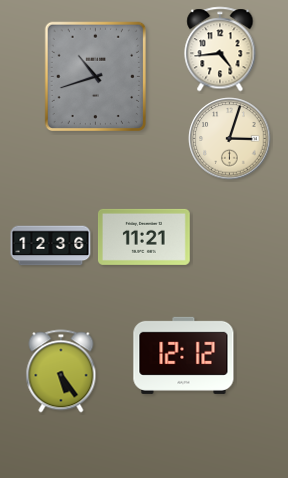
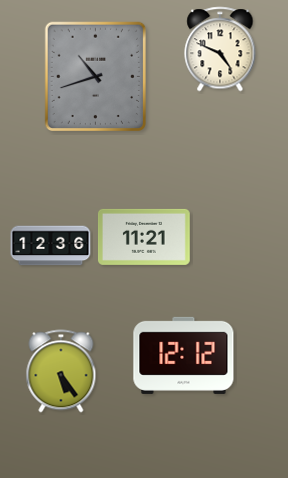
clock at (220, 49): 4:44 -> 4:49
clock at (230, 139): 3:03 -> none
